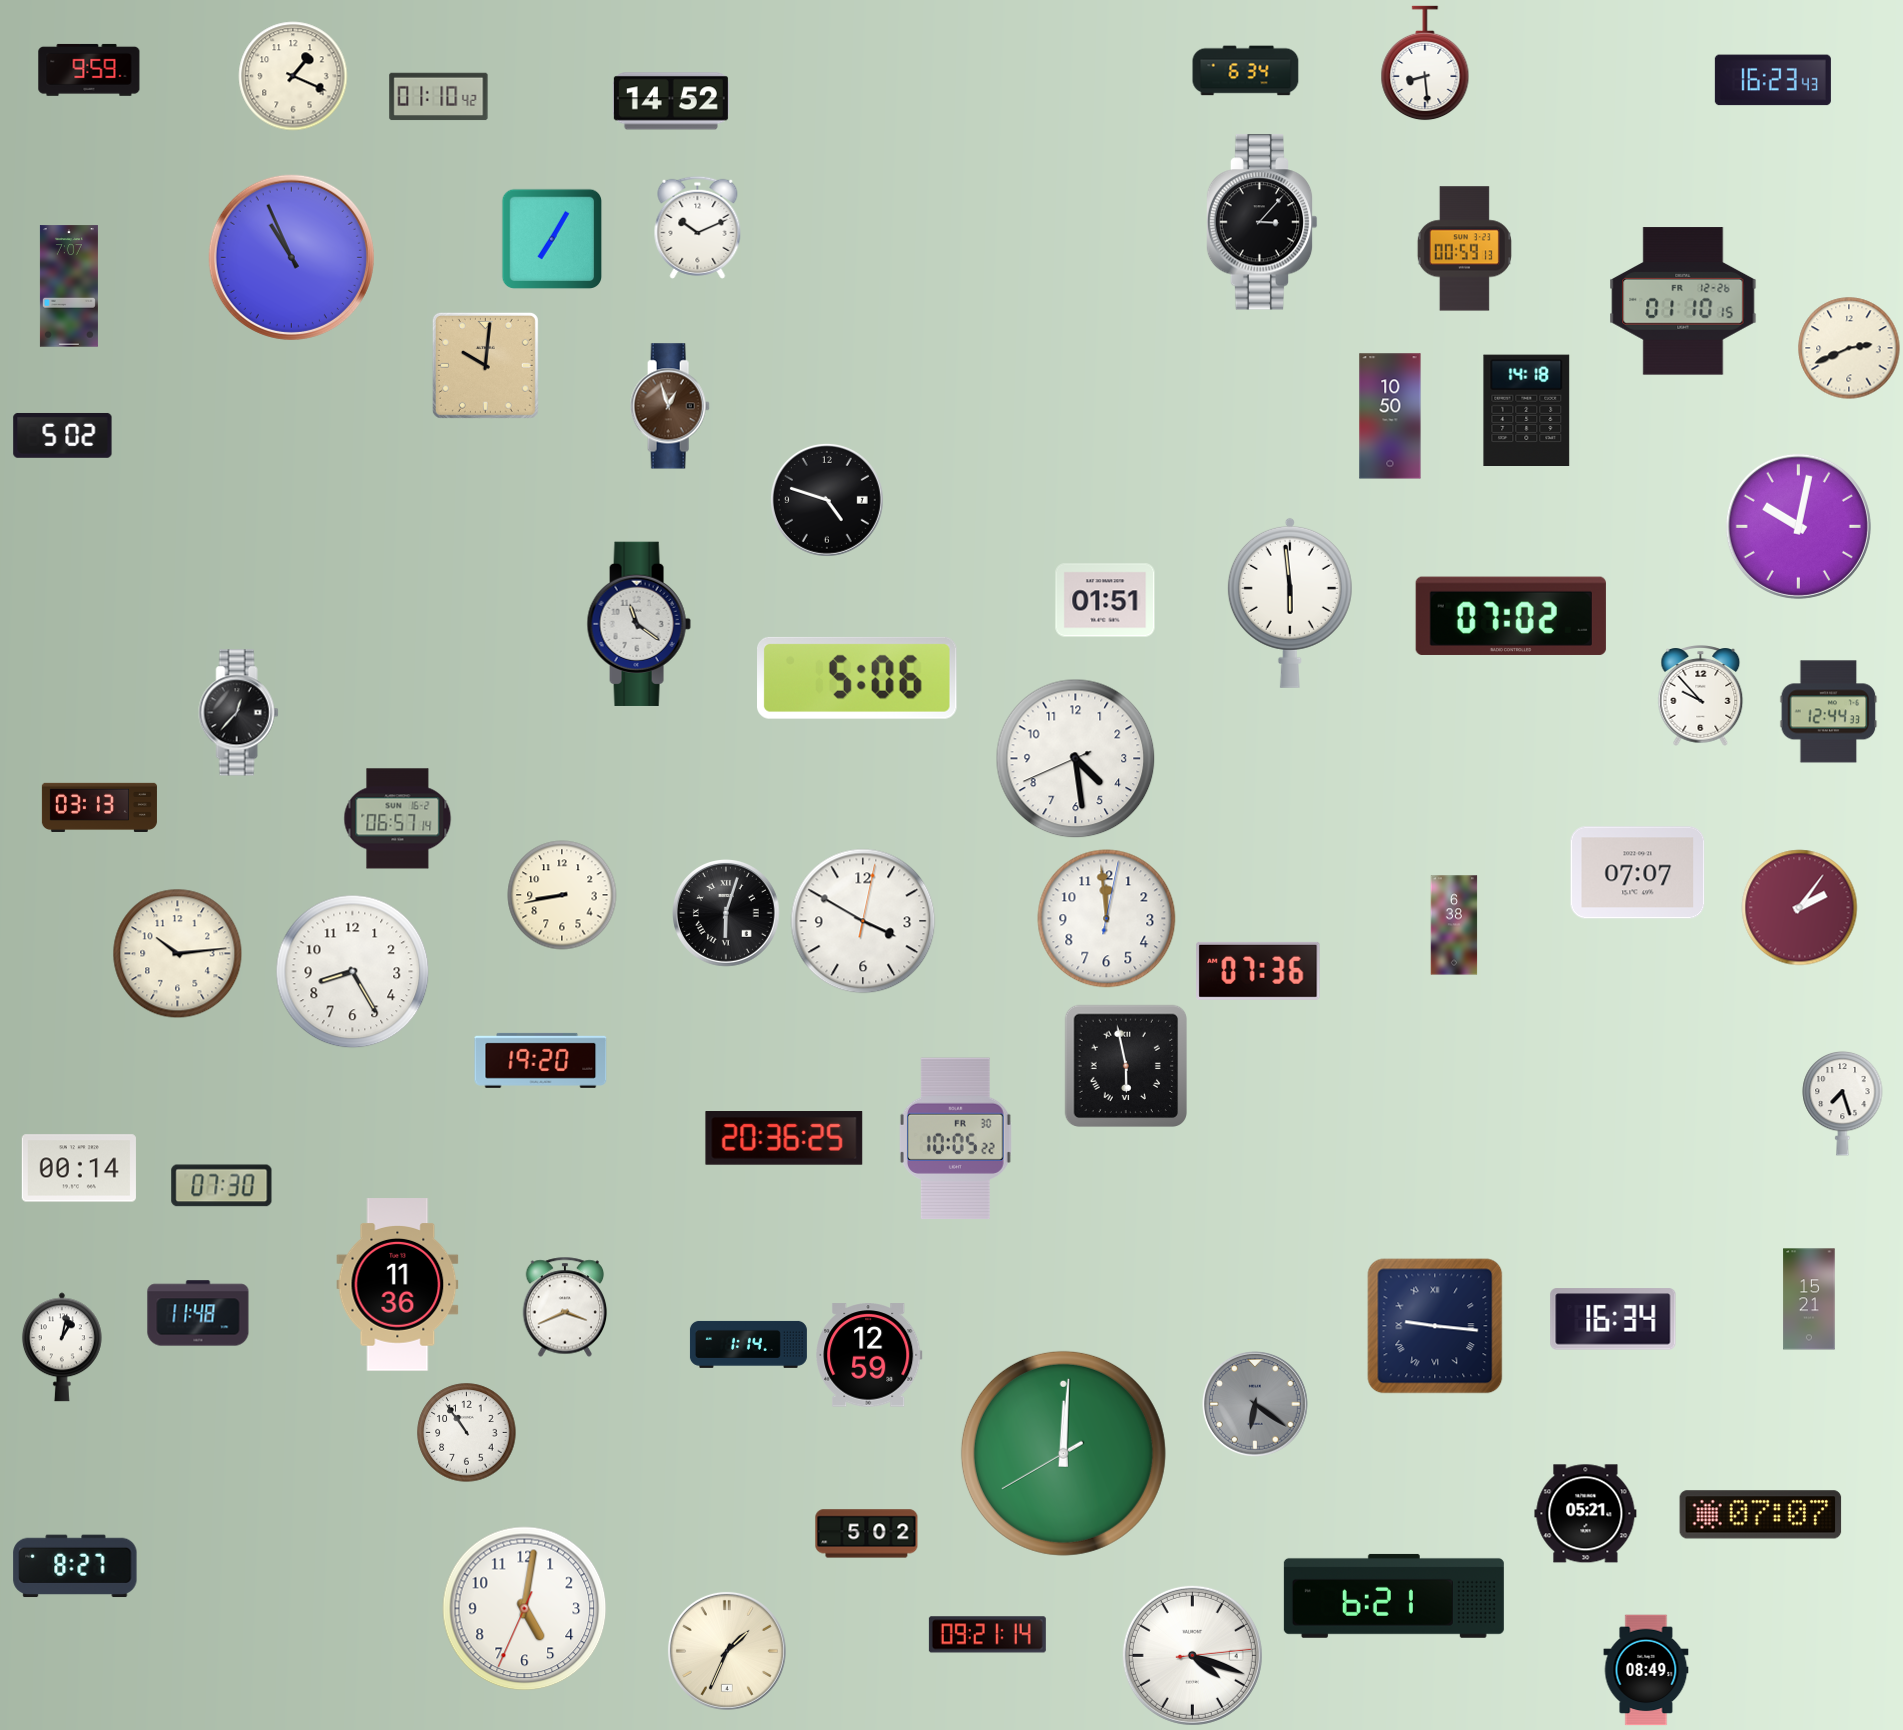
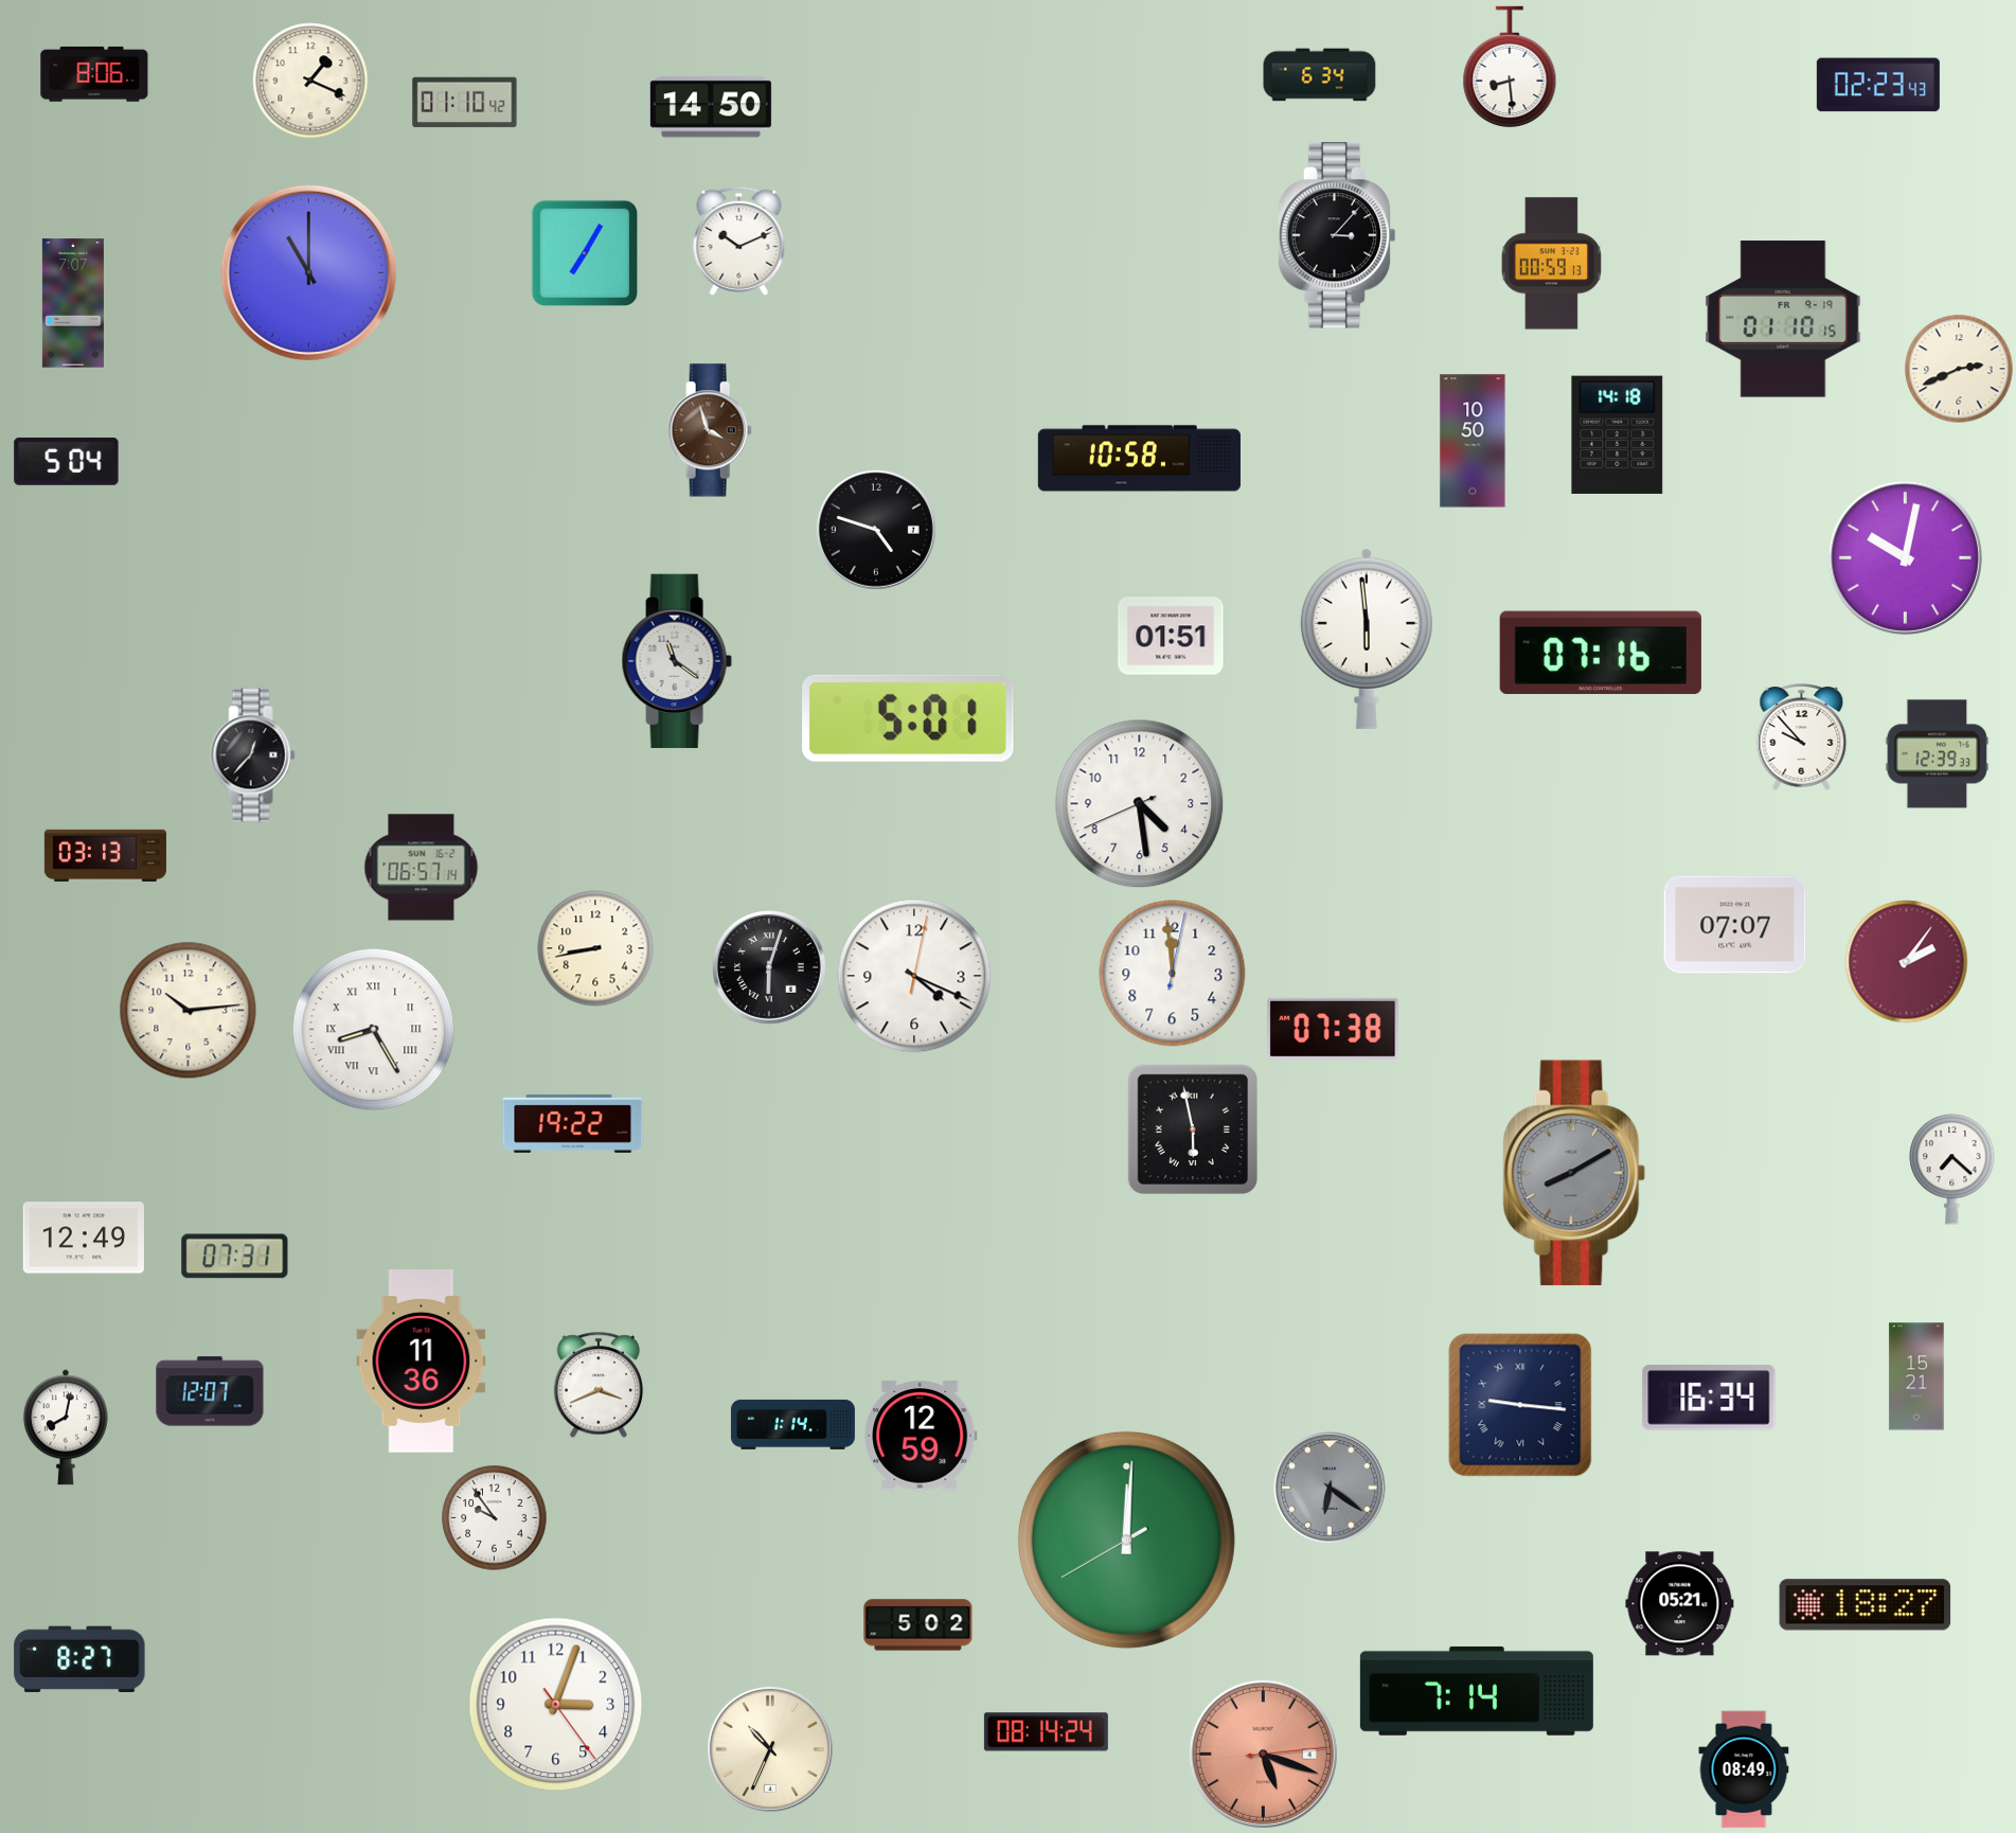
clock at (89, 70): 9:59 -> 8:06
clock at (1773, 80): 16:23 -> 02:23
clock at (671, 101): 14:52 -> 14:50
clock at (291, 257): 10:56 -> 11:00
clock at (1683, 301) date: FR 12-26 -> FR 9-19
clock at (485, 365): 10:01 -> none
clock at (670, 406): 12:57 -> 3:57
clock at (1139, 459): none -> 10:58
clock at (63, 435): 5:02 -> 5:04
clock at (1511, 615): 07:02 -> 07:16
clock at (858, 678): 5:06 -> 5:01
clock at (1829, 712): 12:44 -> 12:39
clock at (863, 921): 3:50 -> 4:19
clock at (1454, 925): 6:38 -> none
clock at (1258, 971): 07:36 -> 07:38
clock at (353, 972) numerals: Arabic -> Roman
clock at (541, 1060): 19:20 -> 19:22
clock at (1843, 1103): 7:27 -> 7:22
clock at (1574, 1173): none -> 8:10
clock at (784, 1139): 20:36 -> none
clock at (955, 1139): 10:05 -> none
clock at (79, 1168): 00:14 -> 12:49
clock at (222, 1186): 07:30 -> 07:31
clock at (198, 1313): 11:48 -> 12:07
clock at (62, 1347): 1:02 -> 8:02
clock at (467, 1433): 10:54 -> 9:54
clock at (1761, 1515): 07:07 -> 18:27
clock at (1394, 1596): 6:21 -> 7:14
clock at (525, 1609): 5:01 -> 3:03
clock at (987, 1635): 09:21 -> 08:14
clock at (727, 1651): 1:34 -> 10:34
clock at (1192, 1655): 4:18 -> 5:18
clock at (1192, 1655) dial: white -> salmon
